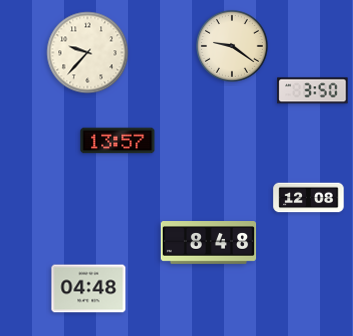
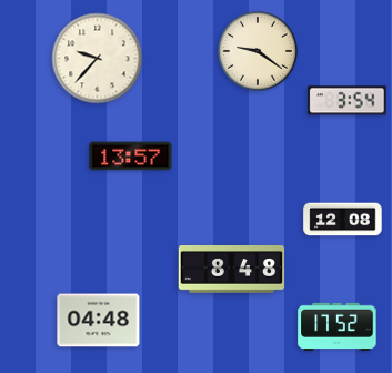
clock at (313, 91): 3:50 -> 3:54
clock at (338, 326): none -> 17:52
